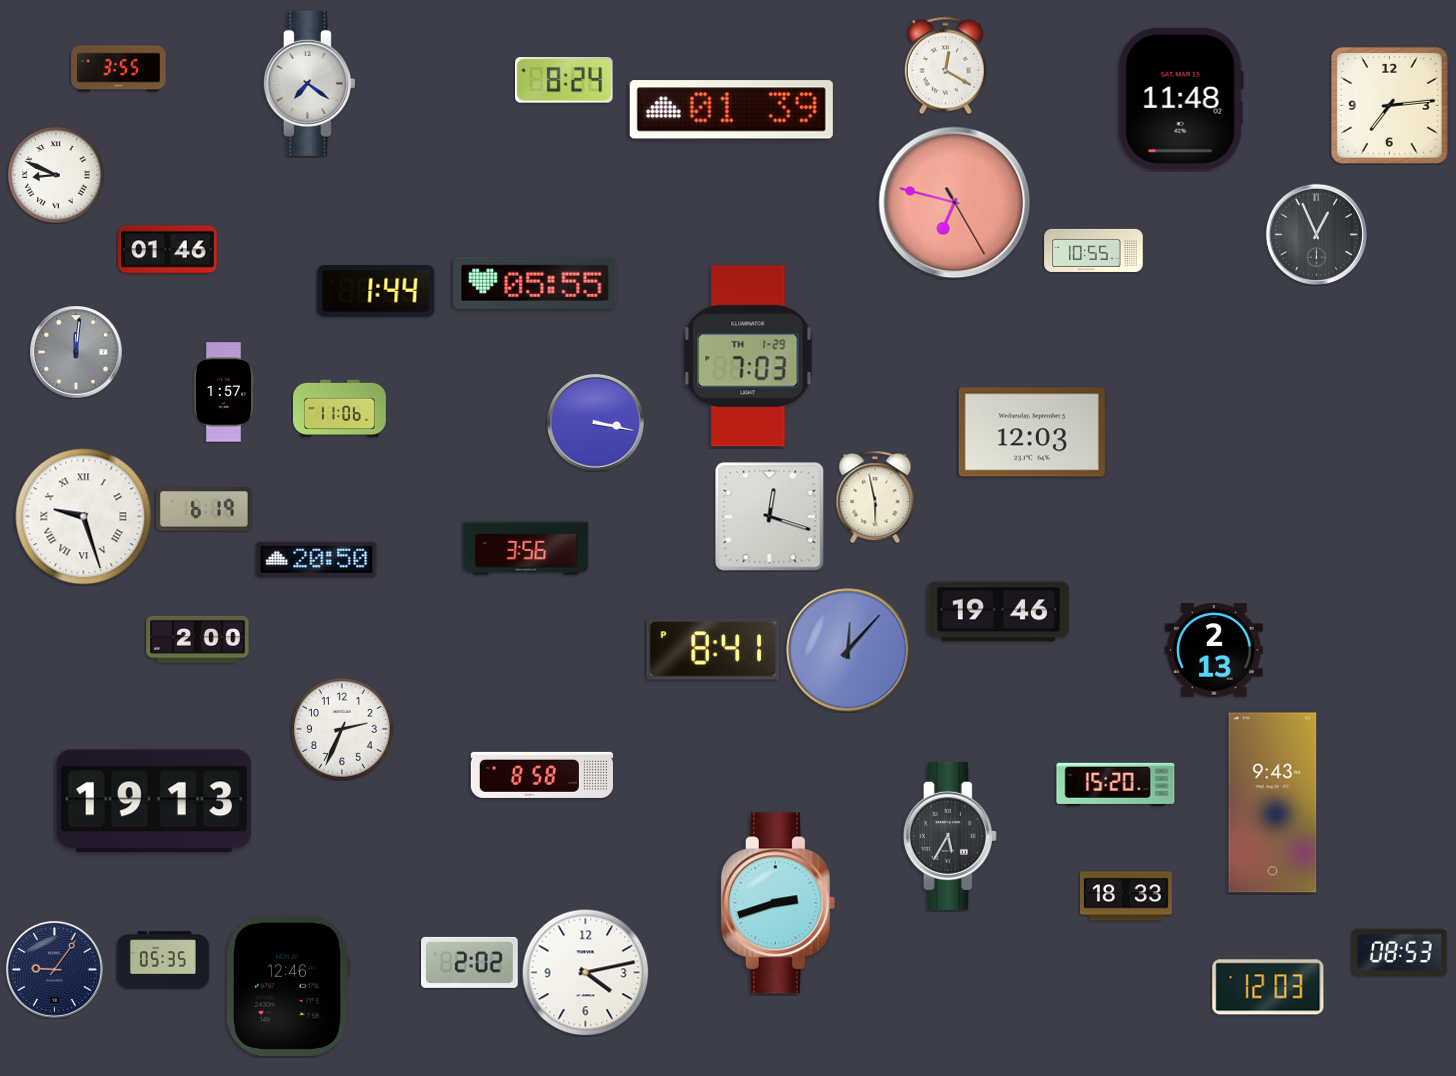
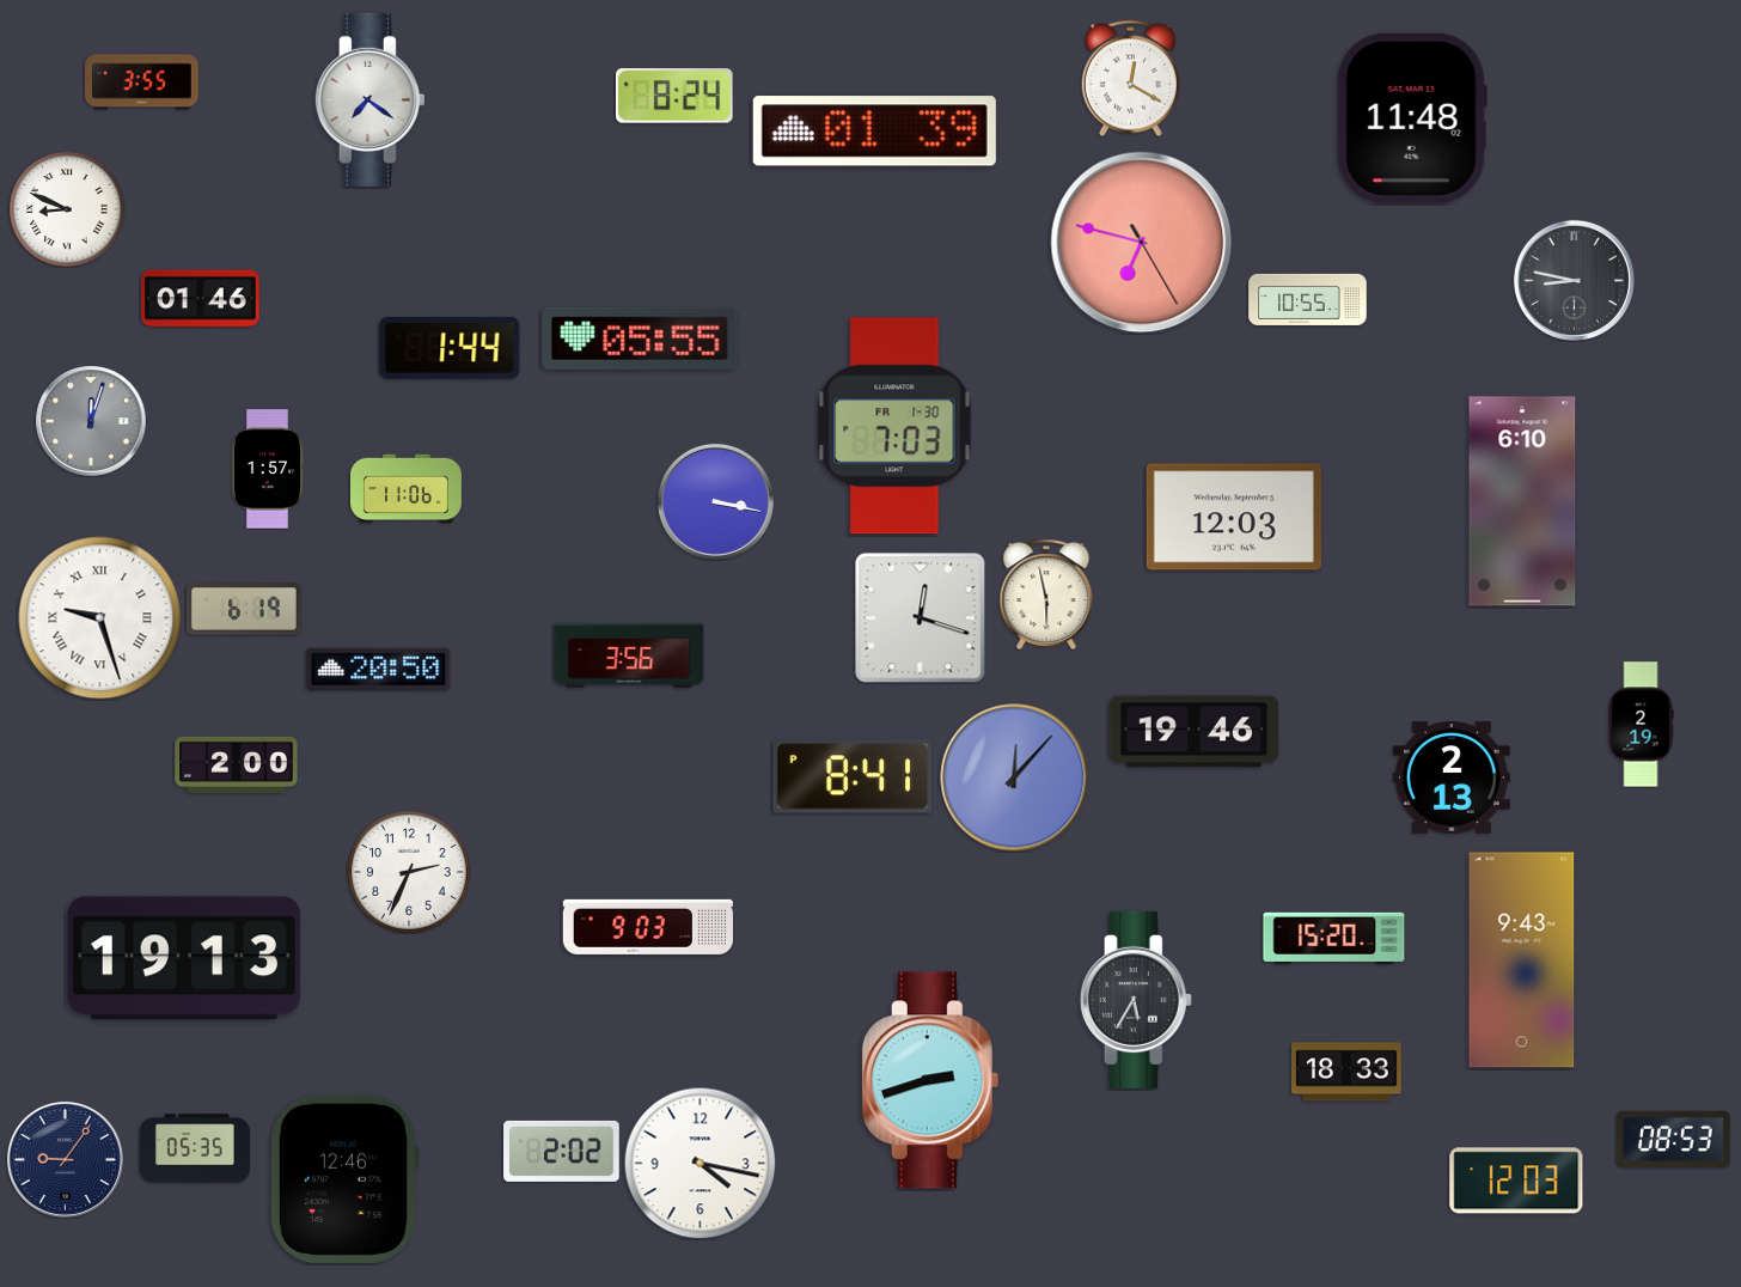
clock at (1389, 105): 7:14 -> none
clock at (1316, 234): 12:56 -> 8:47
clock at (76, 352): 12:01 -> 12:03
clock at (748, 356) date: TH 1-29 -> FR 1-30
clock at (1522, 501): none -> 6:10
clock at (595, 422) position: (595, 422) -> (715, 501)
clock at (1641, 725): none -> 2:19
clock at (542, 775): 8:58 -> 9:03
clock at (585, 972): 4:13 -> 4:17
